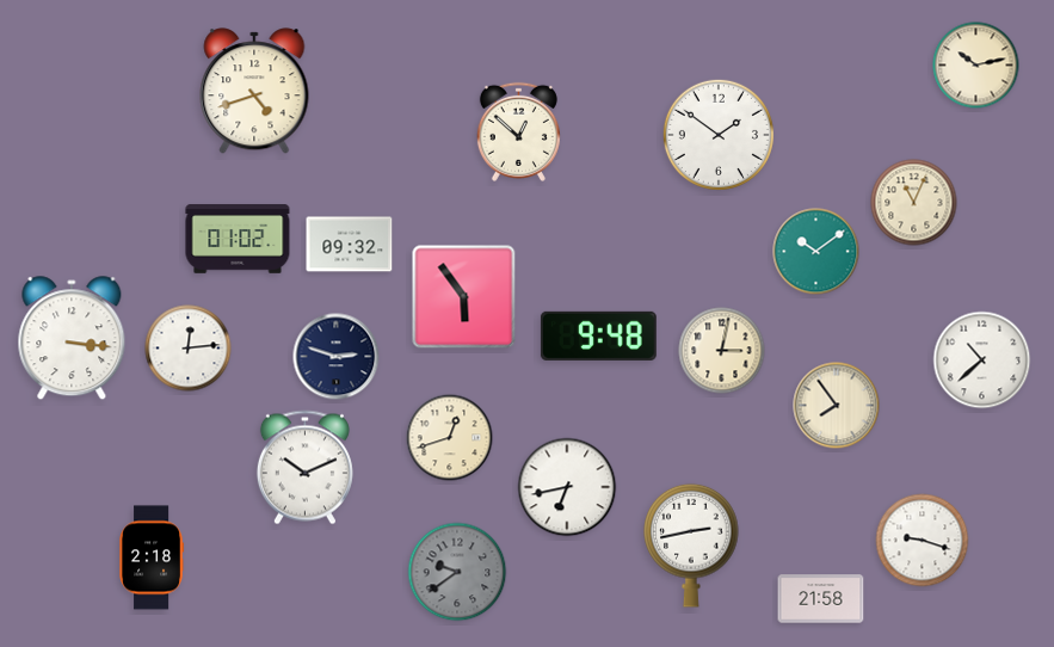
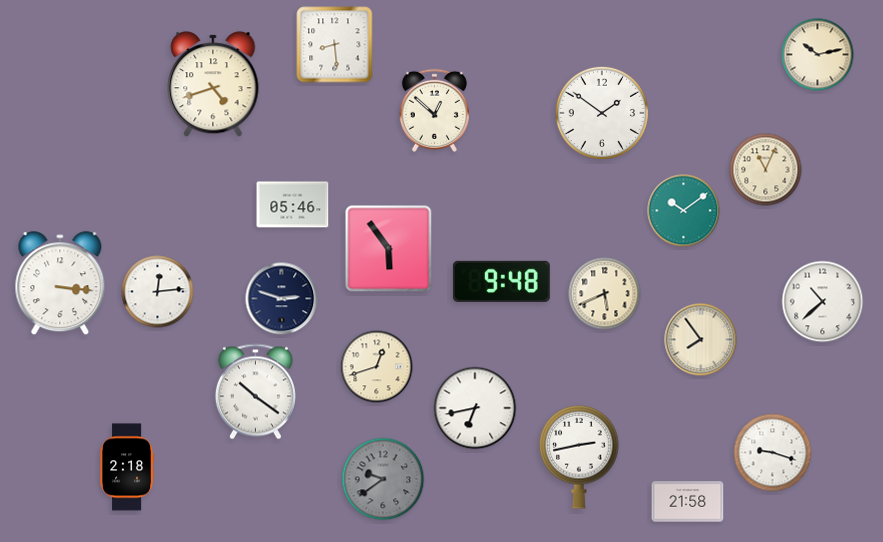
clock at (335, 45): none -> 8:29
clock at (254, 91) position: (254, 91) -> (213, 84)
clock at (238, 239): 01:02 -> none
clock at (350, 245): 09:32 -> 05:46
clock at (722, 351): 3:02 -> 5:41
clock at (304, 468): 10:11 -> 10:21
